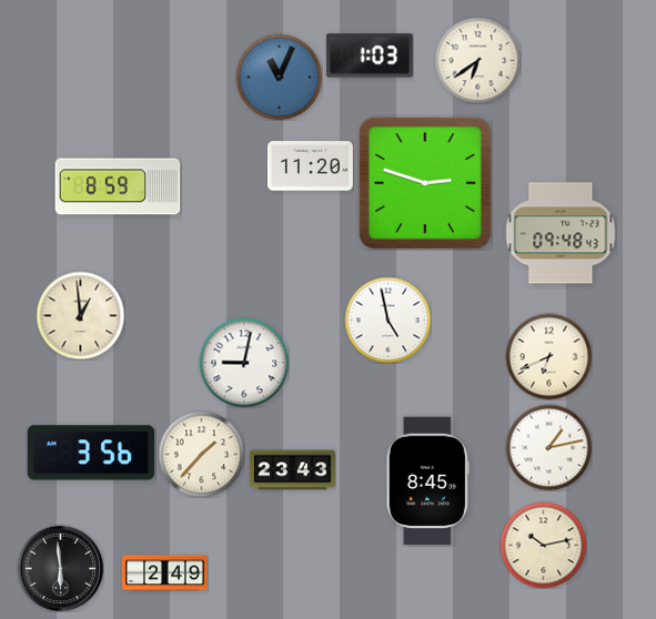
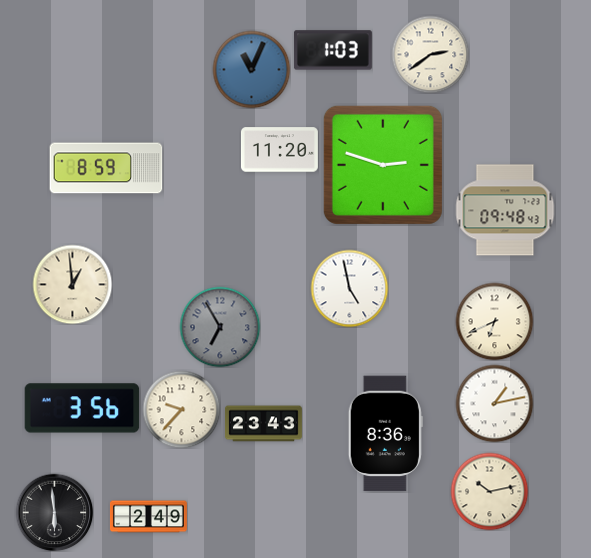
clock at (477, 60): 6:39 -> 2:39
clock at (244, 363): 9:02 -> 6:55
clock at (244, 363) dial: white -> grey
clock at (201, 454): 1:37 -> 9:37
clock at (427, 481): 8:45 -> 8:36
